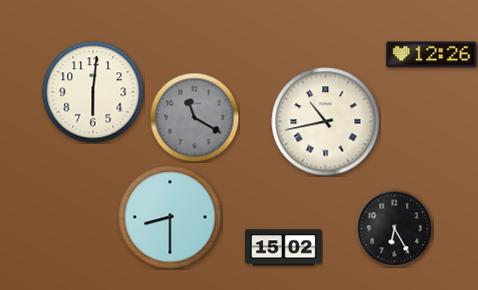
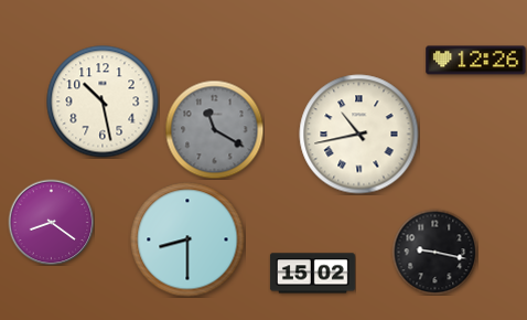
clock at (93, 92): 6:01 -> 10:28
clock at (51, 222): none -> 8:21
clock at (394, 228): 6:25 -> 9:17
